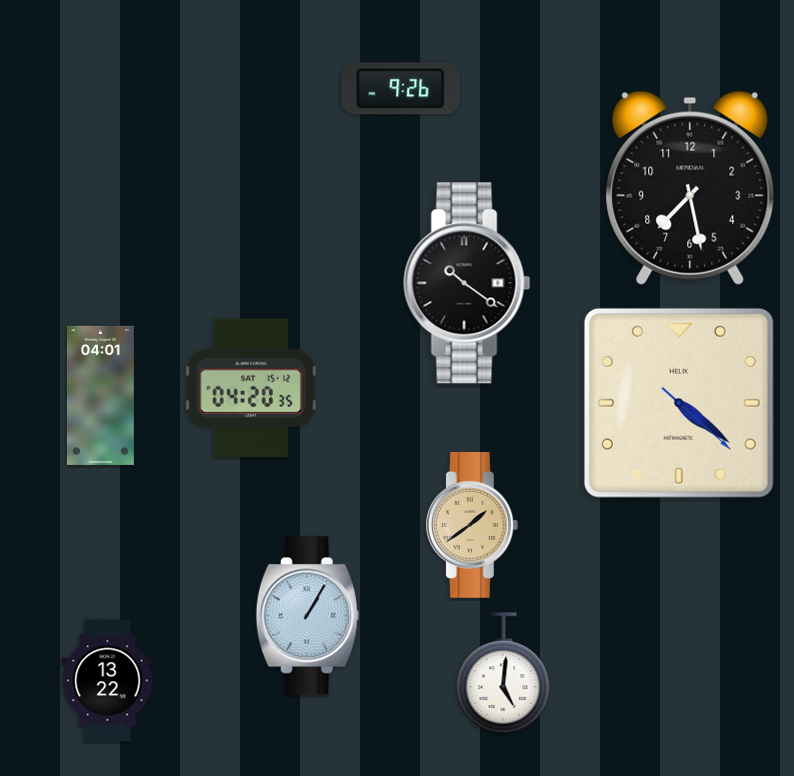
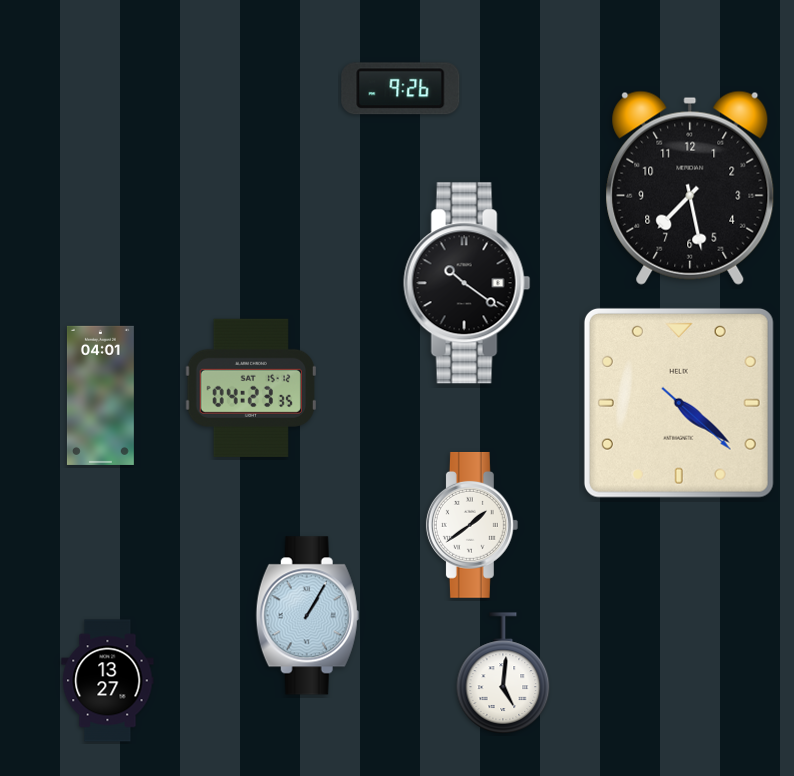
clock at (251, 388): 04:20 -> 04:23
clock at (472, 525) dial: champagne -> white
clock at (108, 681): 13:22 -> 13:27
